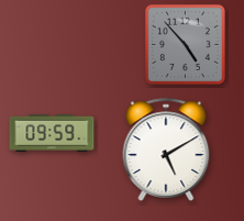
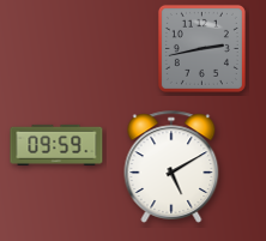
clock at (185, 44): 4:53 -> 2:43
clock at (166, 150) position: (166, 150) -> (171, 167)
